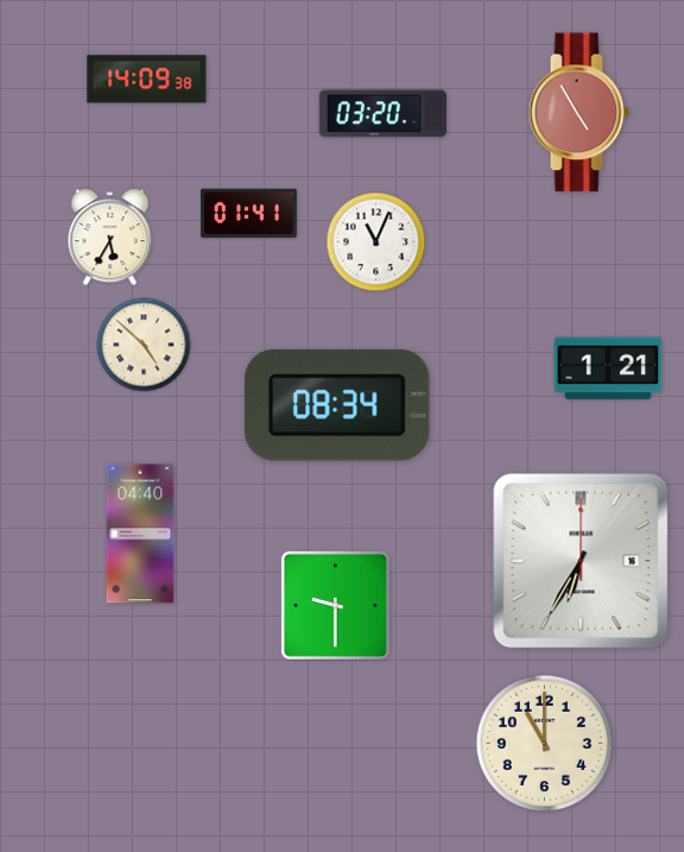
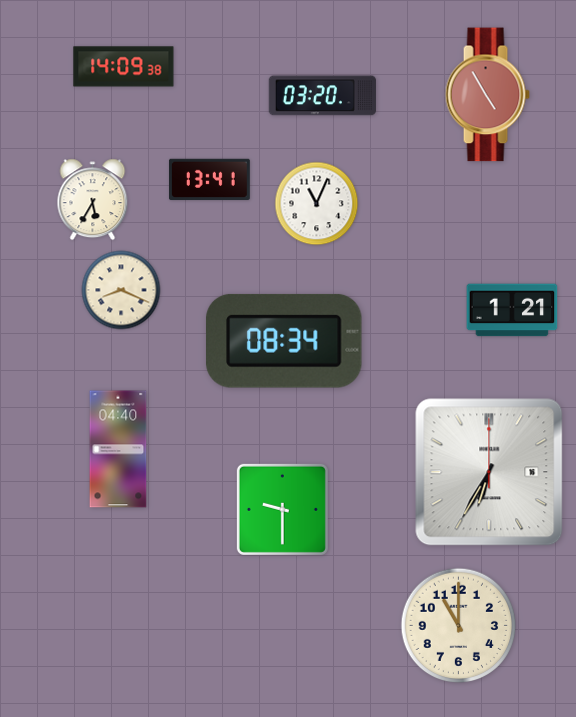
clock at (249, 214): 01:41 -> 13:41
clock at (144, 345): 4:52 -> 8:19
